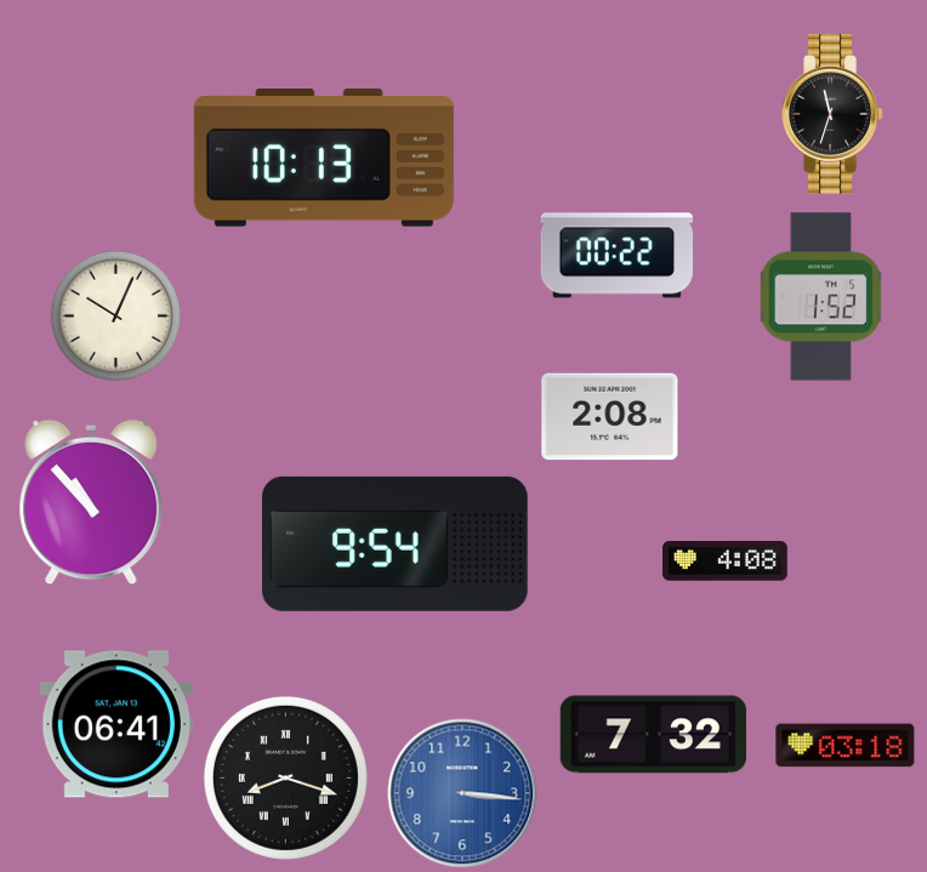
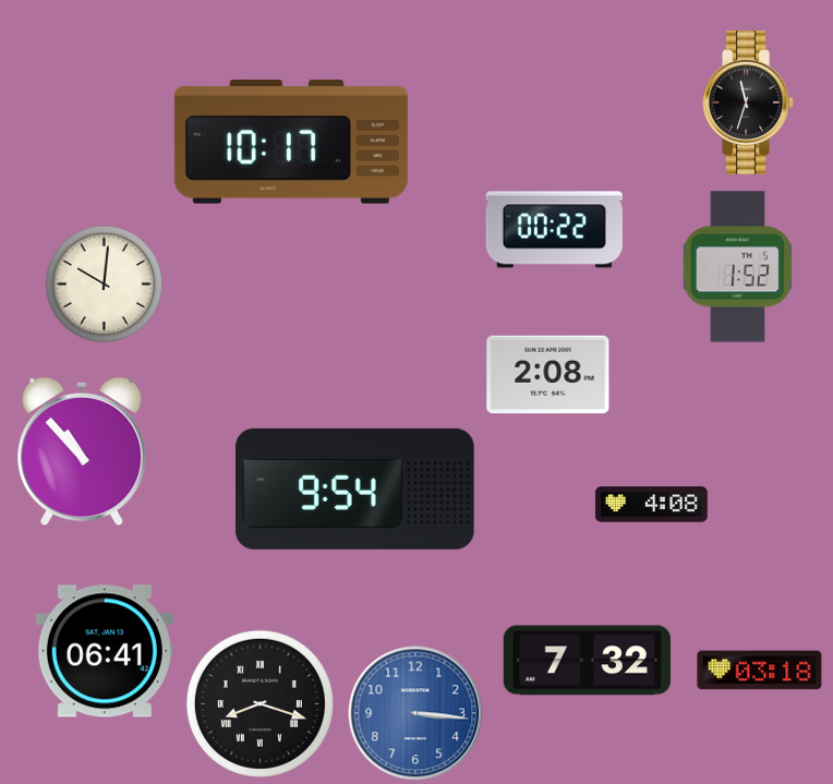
clock at (324, 159): 10:13 -> 10:17
clock at (115, 315): 10:04 -> 10:01
clock at (285, 777) position: (285, 777) -> (259, 703)
